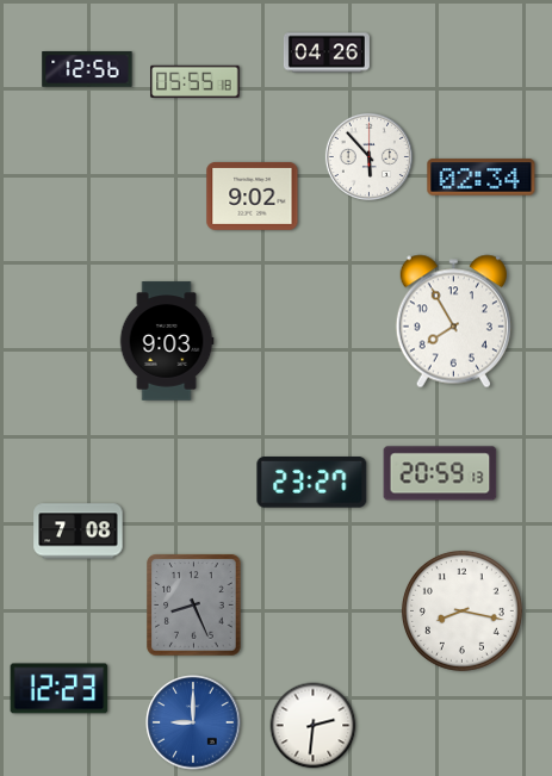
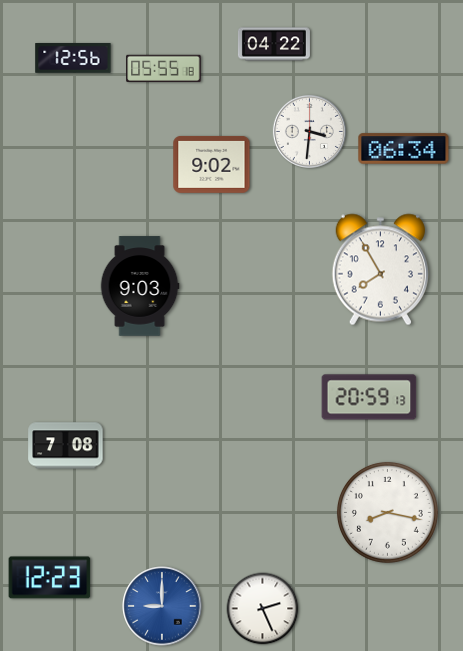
clock at (327, 52): 04:26 -> 04:22
clock at (368, 156): 5:53 -> 3:31
clock at (482, 178): 02:34 -> 06:34
clock at (312, 483): 23:27 -> none
clock at (194, 606): 8:26 -> none
clock at (314, 726): 2:31 -> 2:26
